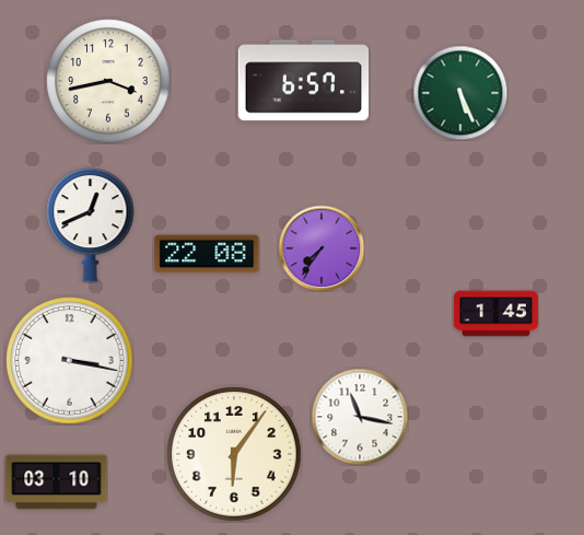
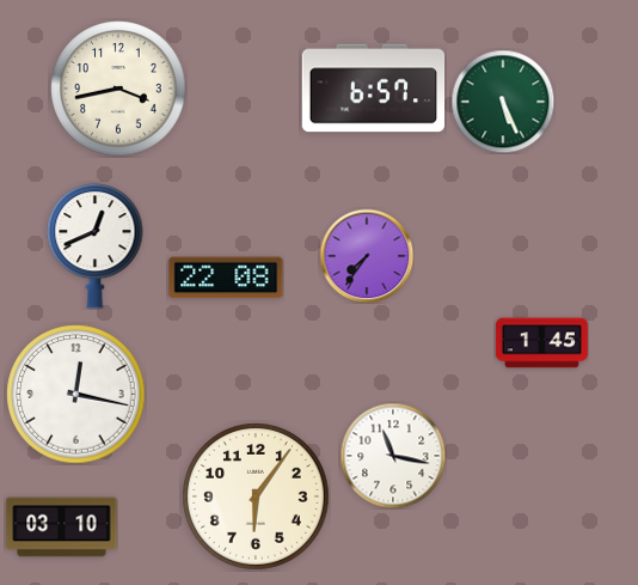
clock at (304, 81) position: (304, 81) -> (374, 89)
clock at (91, 225) position: (91, 225) -> (96, 246)
clock at (322, 248) position: (322, 248) -> (367, 256)
clock at (70, 361): 3:17 -> 12:17
